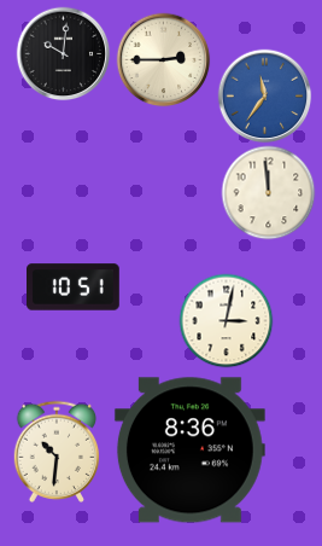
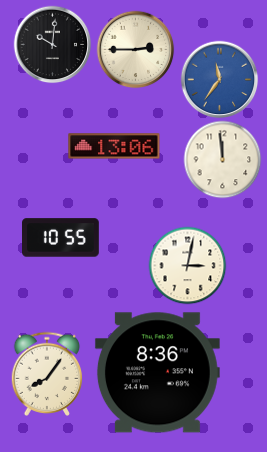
clock at (114, 146): none -> 13:06
clock at (74, 287): 10:51 -> 10:55
clock at (57, 452): 10:31 -> 8:06
